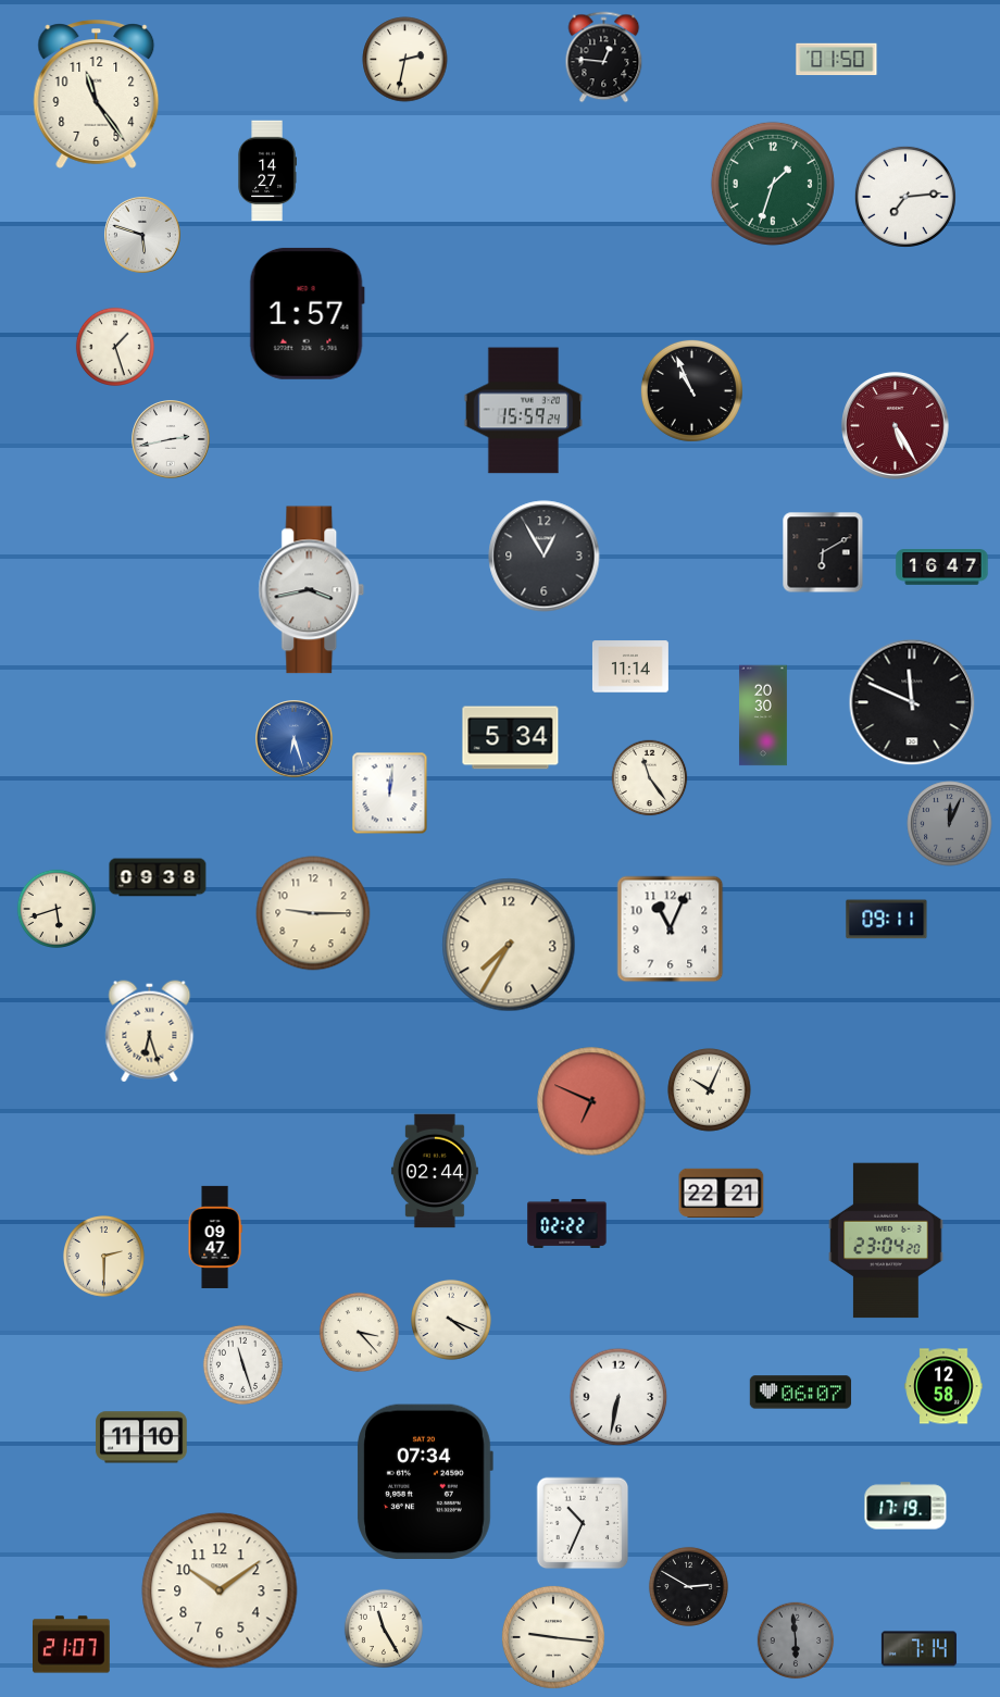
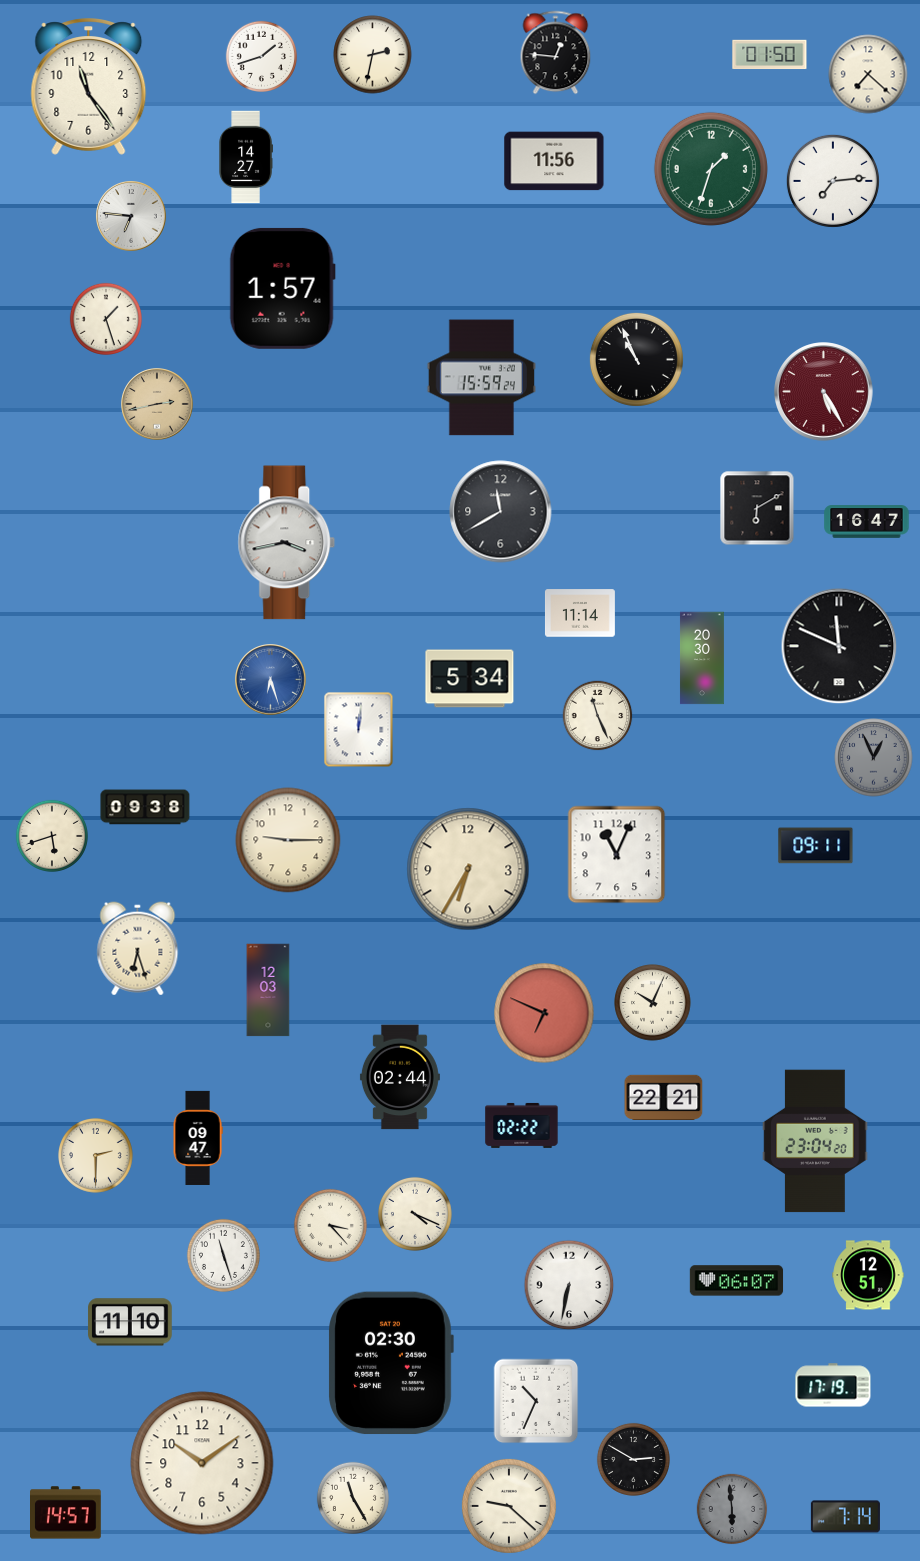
clock at (261, 56): none -> 1:42
clock at (868, 74): none -> 7:22
clock at (554, 161): none -> 11:56
clock at (143, 236): 5:48 -> 6:46
clock at (171, 439) dial: white -> champagne
clock at (545, 557): 12:55 -> 11:40
clock at (650, 778): 11:24 -> 11:26
clock at (950, 824): 12:04 -> 12:56
clock at (509, 945): 7:35 -> 6:35
clock at (268, 990): none -> 12:03
clock at (943, 1386): 12:58 -> 12:51
clock at (425, 1482): 07:34 -> 02:30
clock at (553, 1637): 9:16 -> 9:22
clock at (72, 1645): 21:07 -> 14:57
